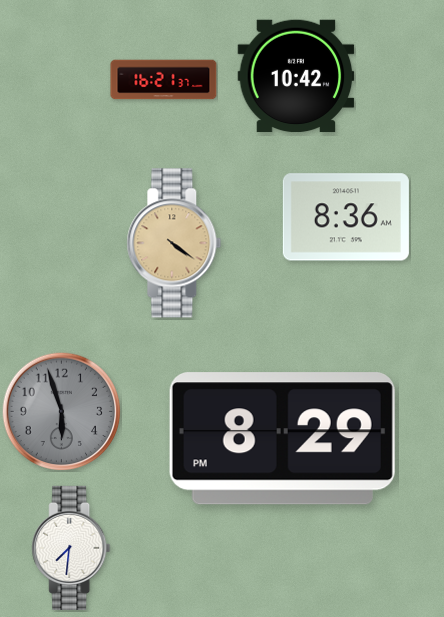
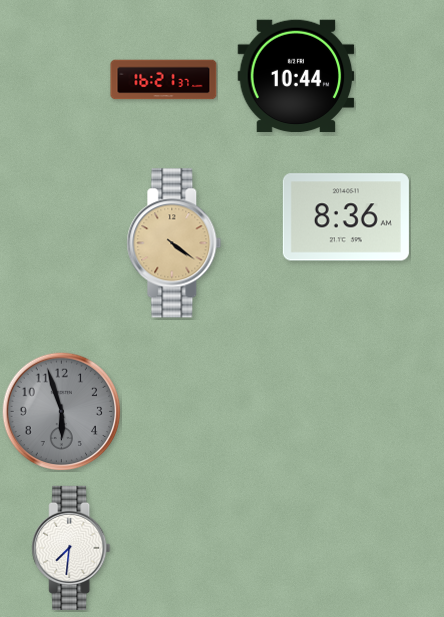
clock at (296, 76): 10:42 -> 10:44
clock at (282, 439): 8:29 -> none
